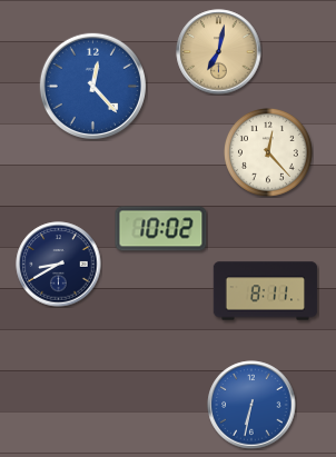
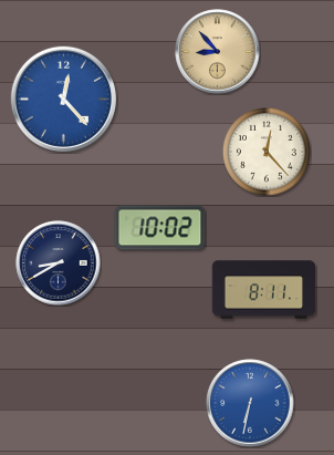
clock at (219, 52): 7:02 -> 8:53
clock at (92, 86) position: (92, 86) -> (63, 99)
